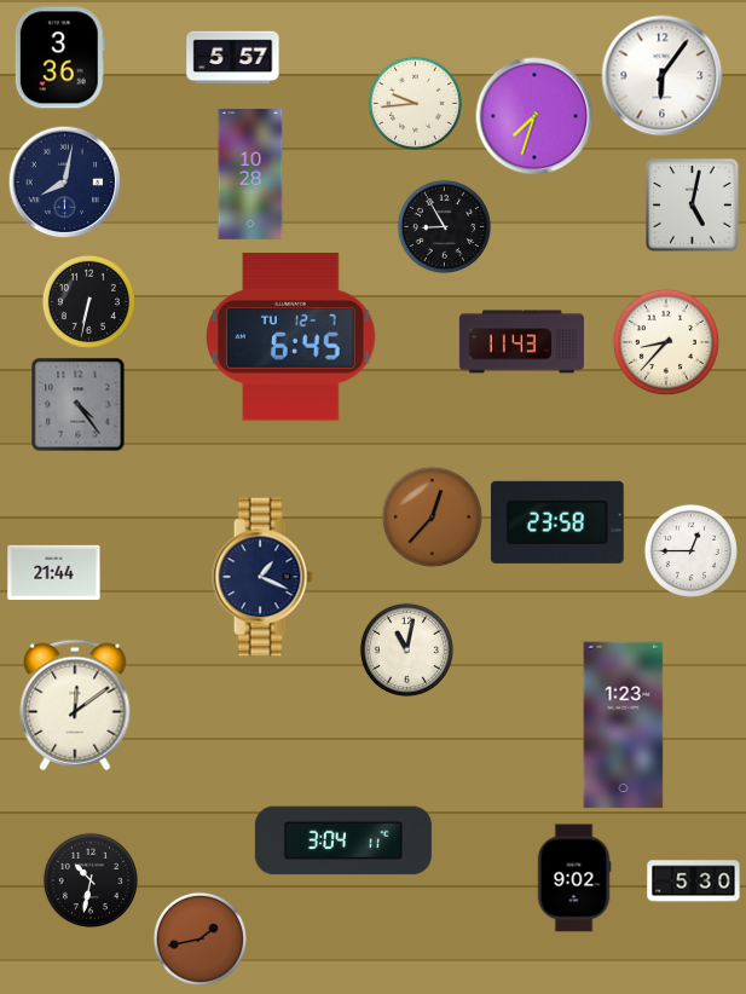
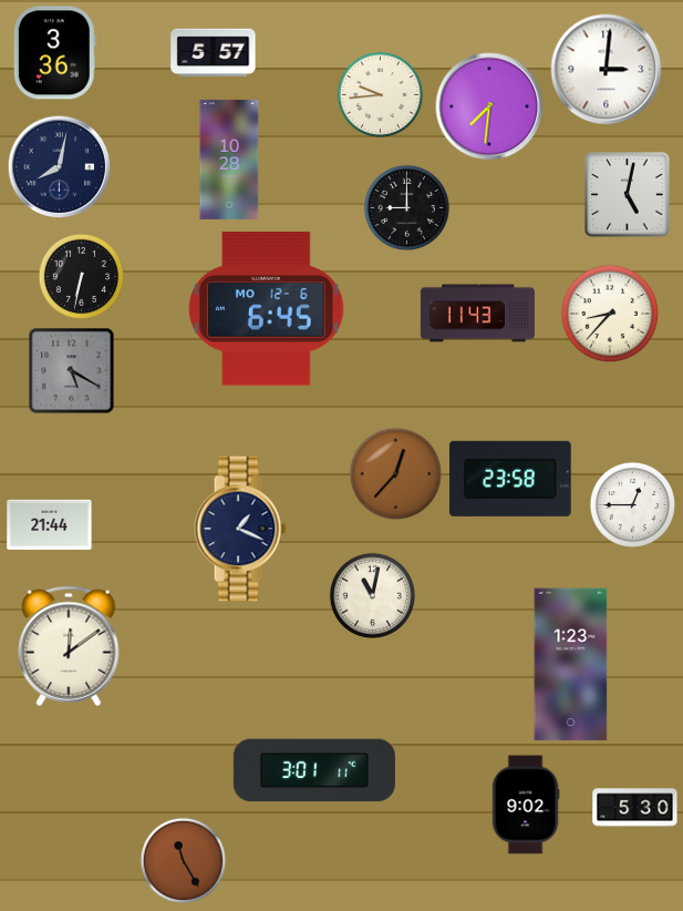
clock at (663, 76): 6:06 -> 3:01
clock at (534, 116): 7:33 -> 7:31
clock at (693, 206) position: (693, 206) -> (628, 195)
clock at (444, 226): 8:55 -> 9:00
clock at (291, 337) date: TU 12-7 -> MO 12-6
clock at (77, 404): 4:24 -> 5:20
clock at (343, 840): 3:04 -> 3:01
clock at (91, 880): 10:32 -> none
clock at (199, 938): 1:43 -> 11:25
